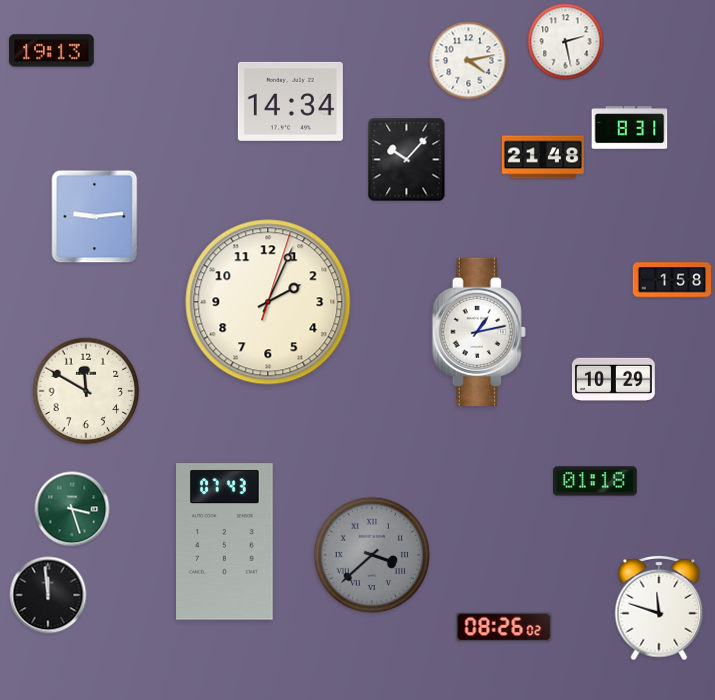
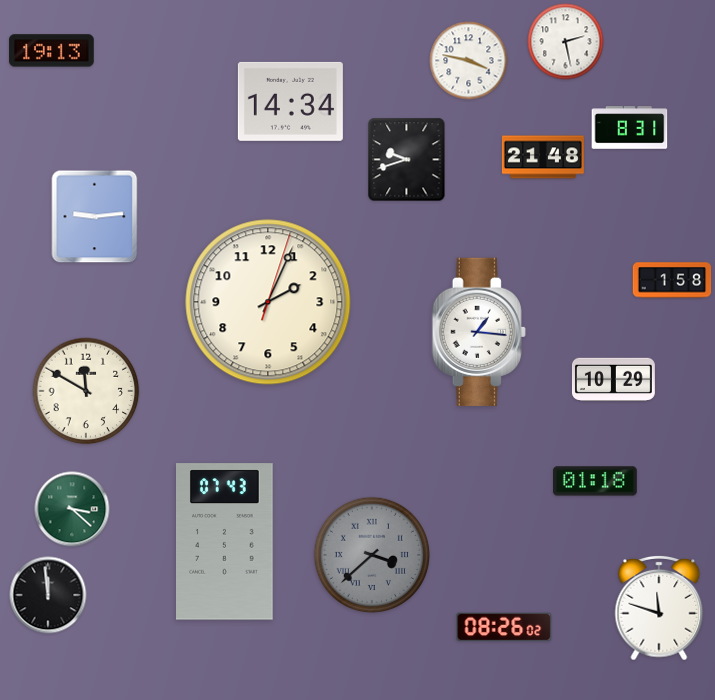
clock at (469, 61): 4:13 -> 3:47
clock at (407, 160): 10:07 -> 9:42
clock at (479, 332): 1:13 -> 1:16
clock at (72, 509): 3:27 -> 3:22
